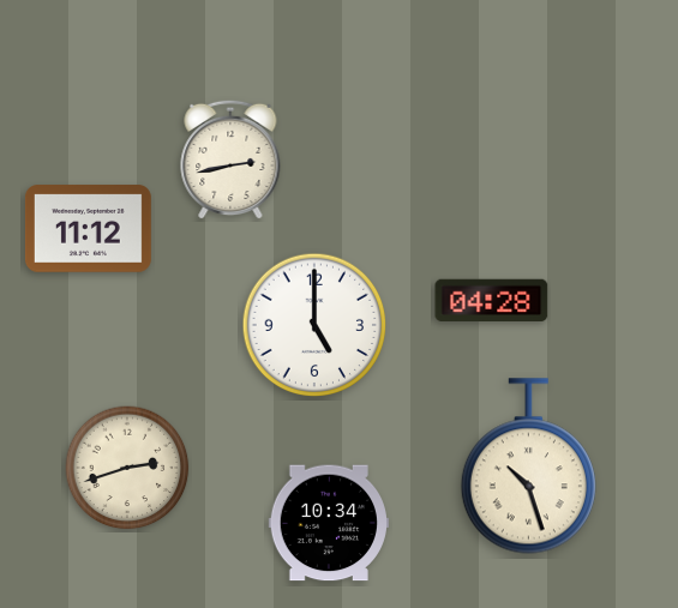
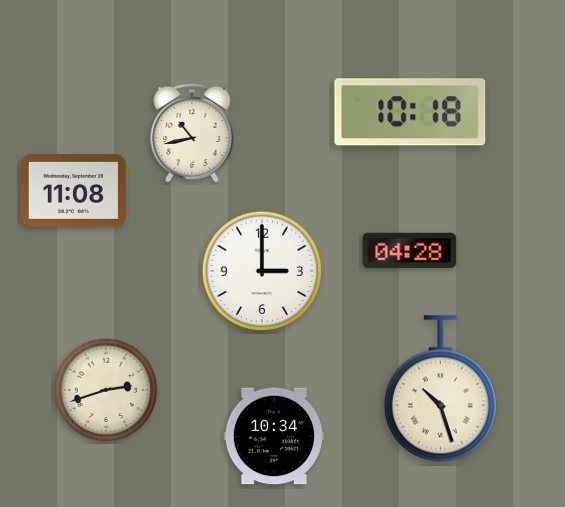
clock at (410, 112): none -> 10:18
clock at (230, 159): 2:43 -> 10:43
clock at (88, 229): 11:12 -> 11:08
clock at (314, 325): 5:00 -> 3:00
